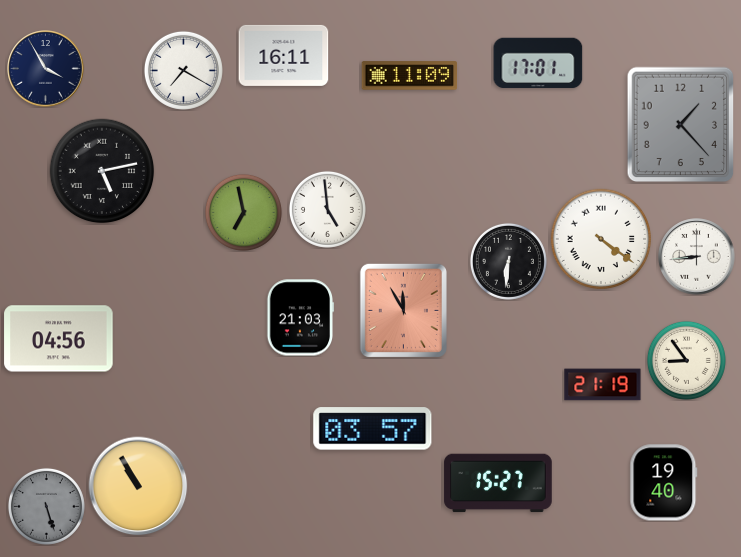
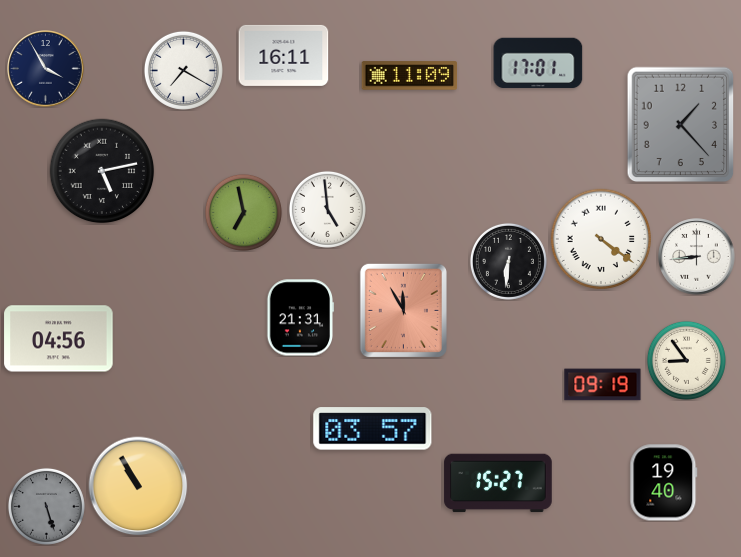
clock at (300, 318): 21:03 -> 21:31
clock at (603, 385): 21:19 -> 09:19
